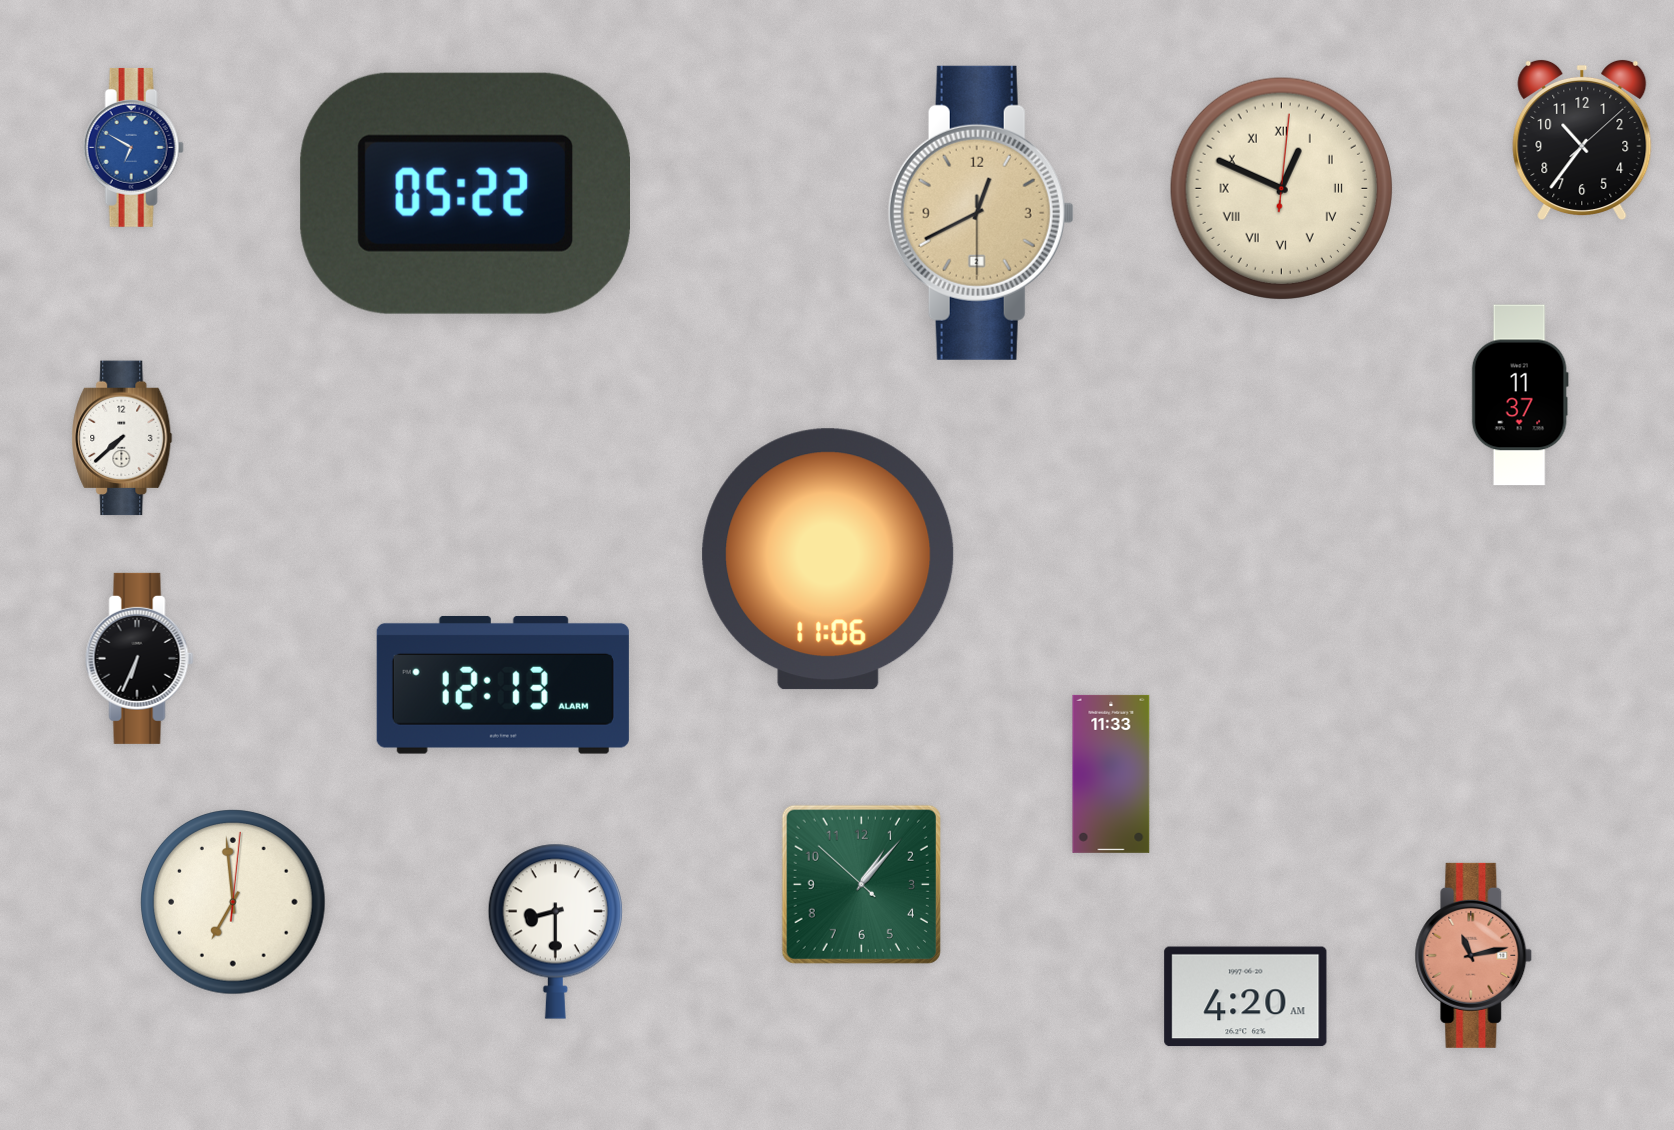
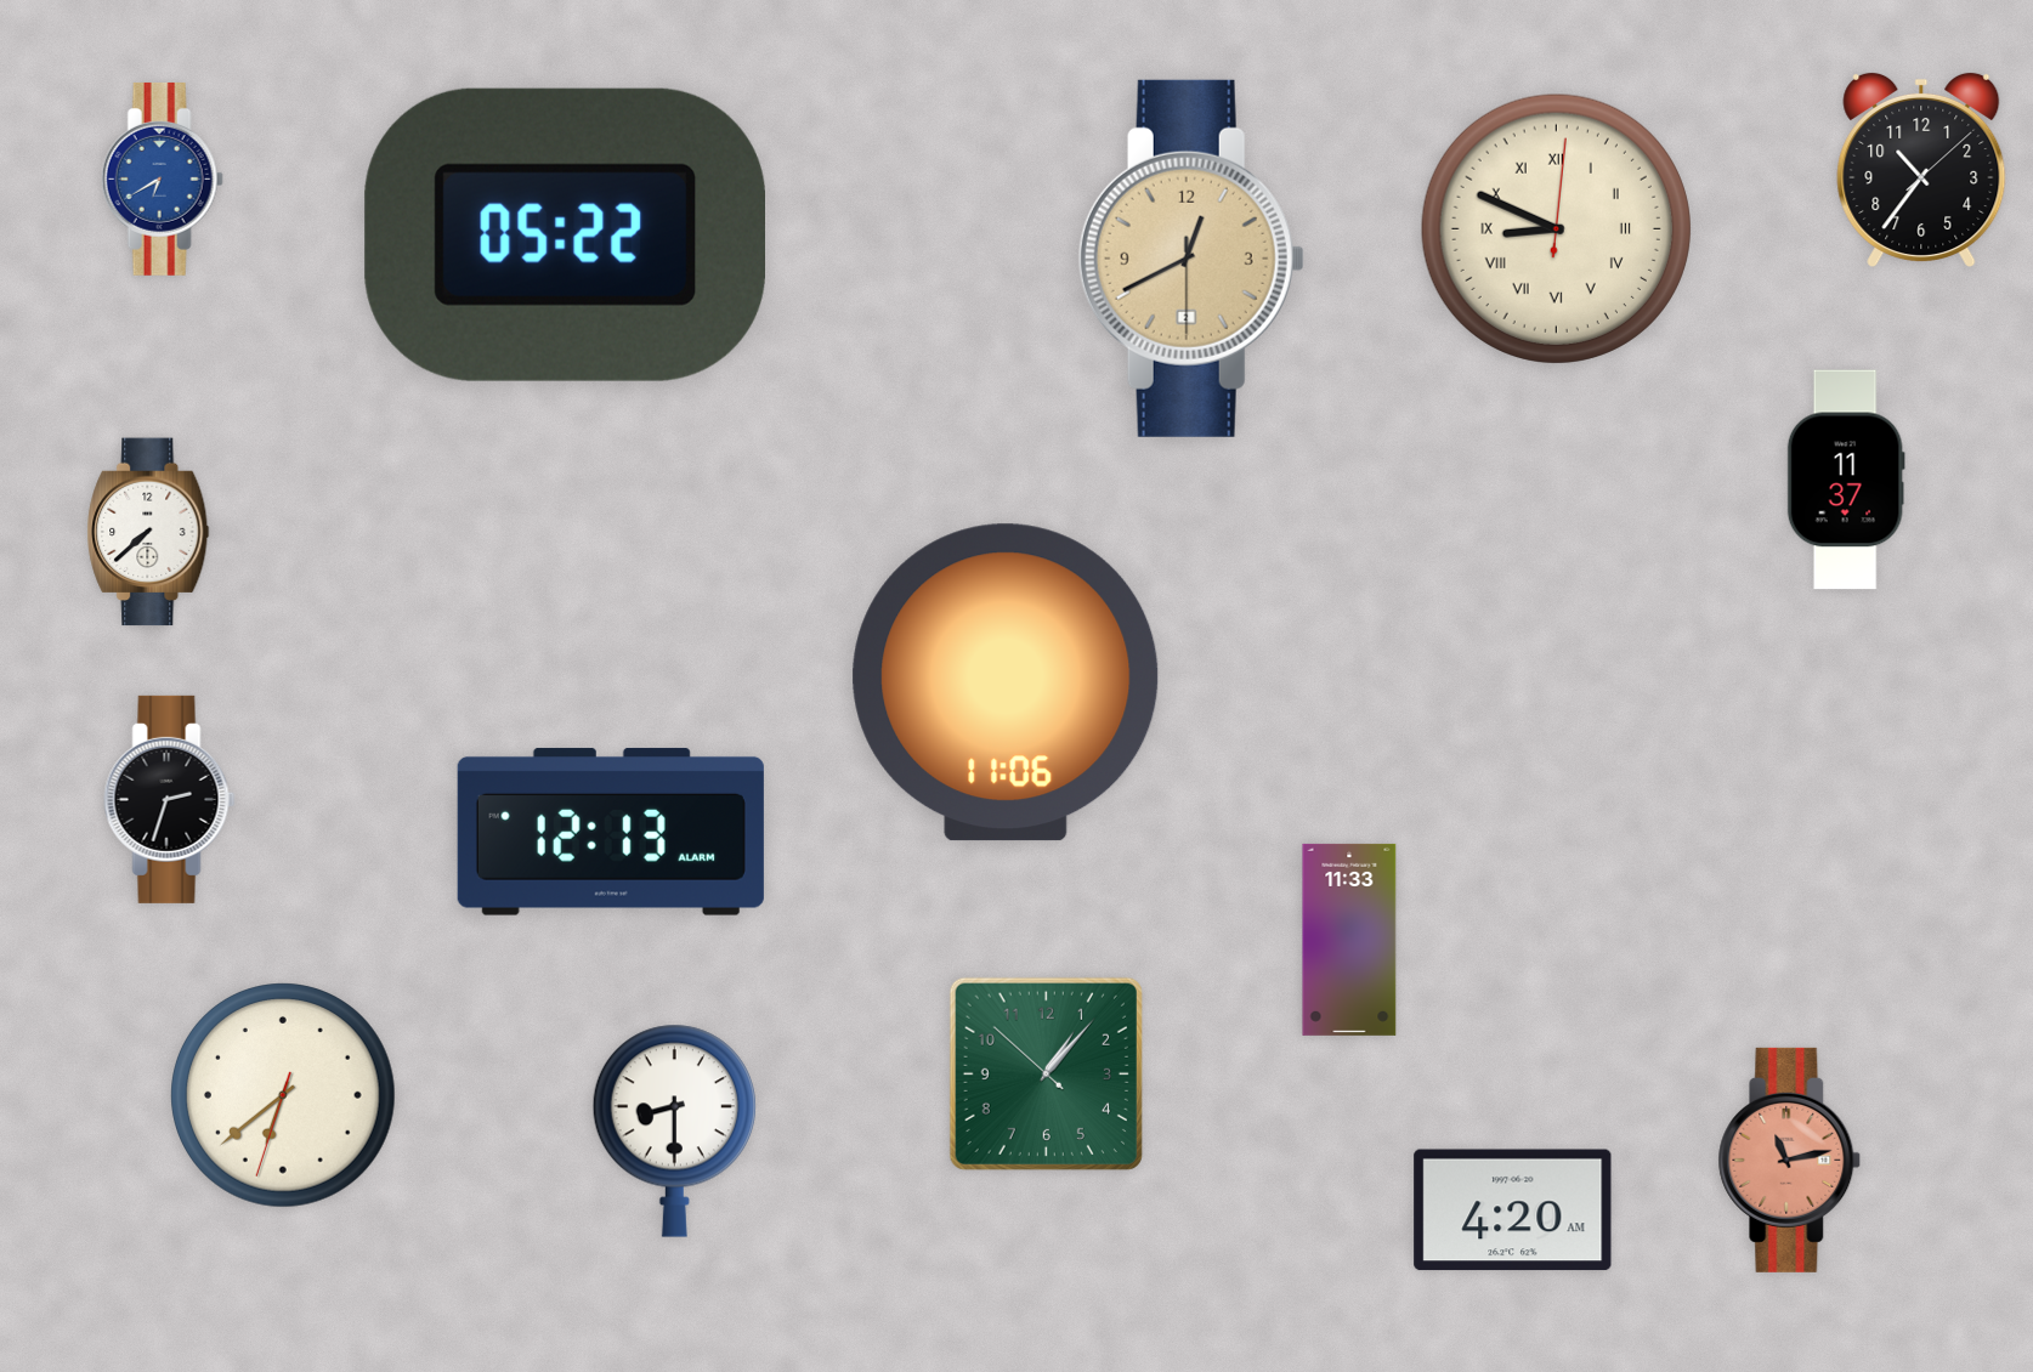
clock at (133, 147): 6:50 -> 6:40
clock at (1281, 188): 12:49 -> 8:49
clock at (828, 559) position: (828, 559) -> (1006, 682)
clock at (140, 658): 6:34 -> 2:33
clock at (233, 902): 6:59 -> 6:38
